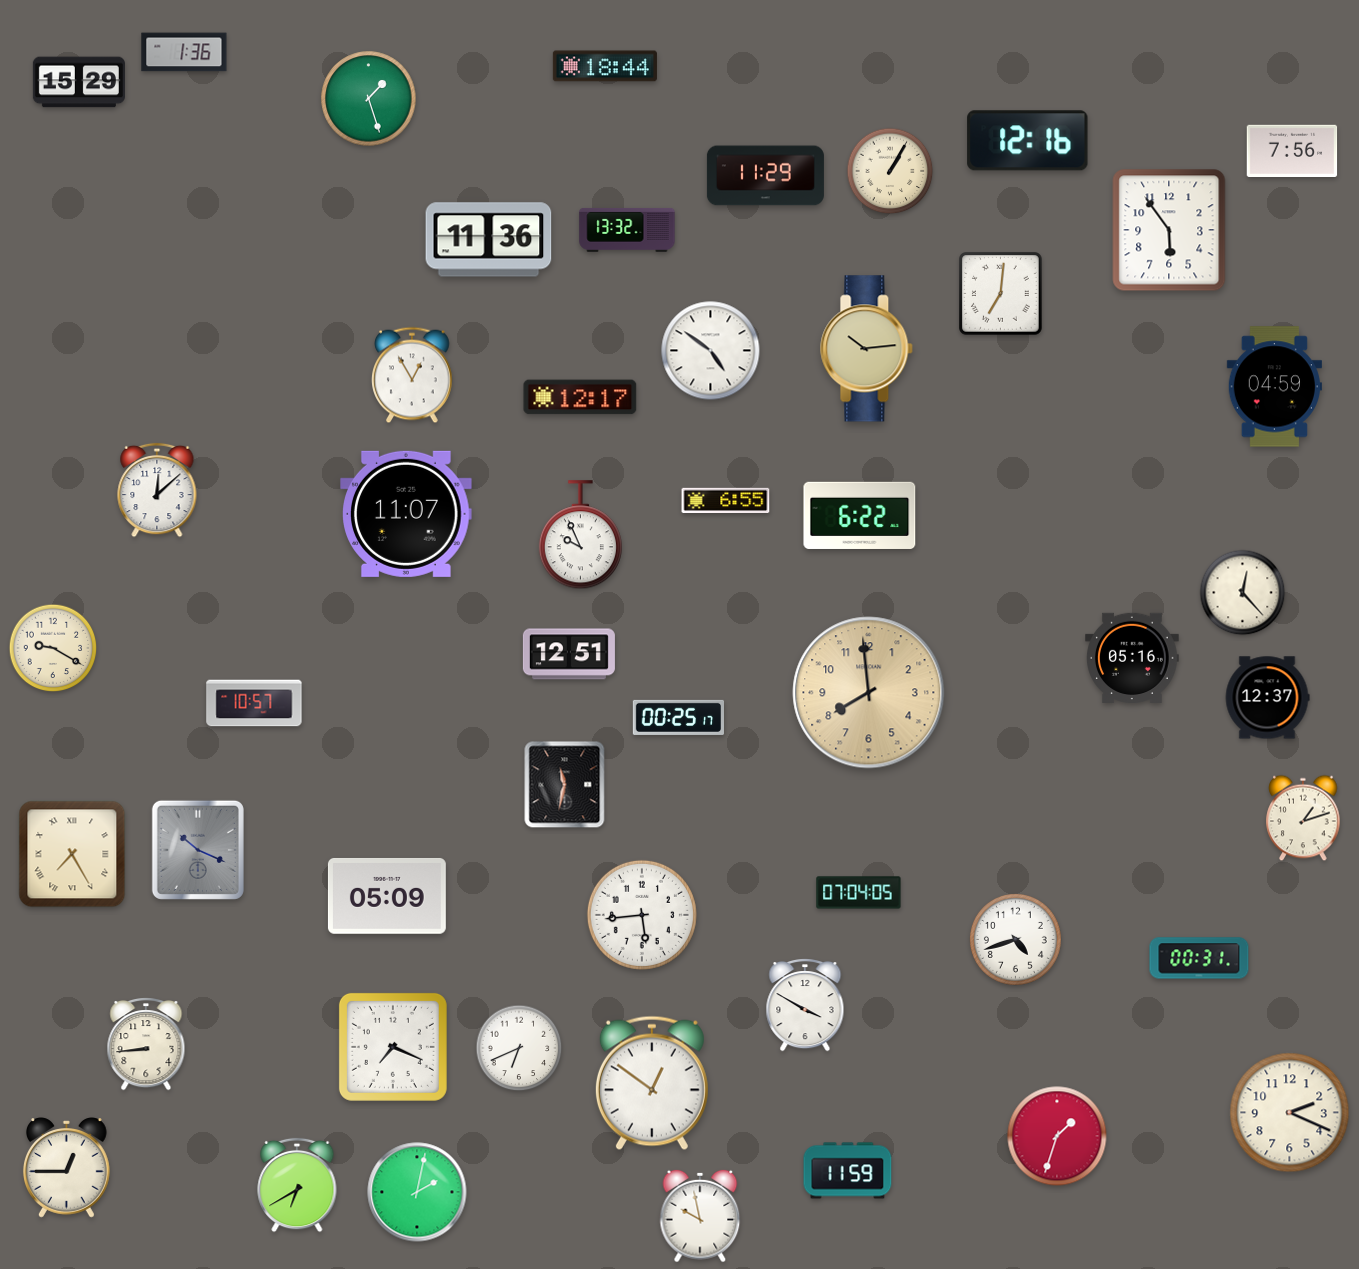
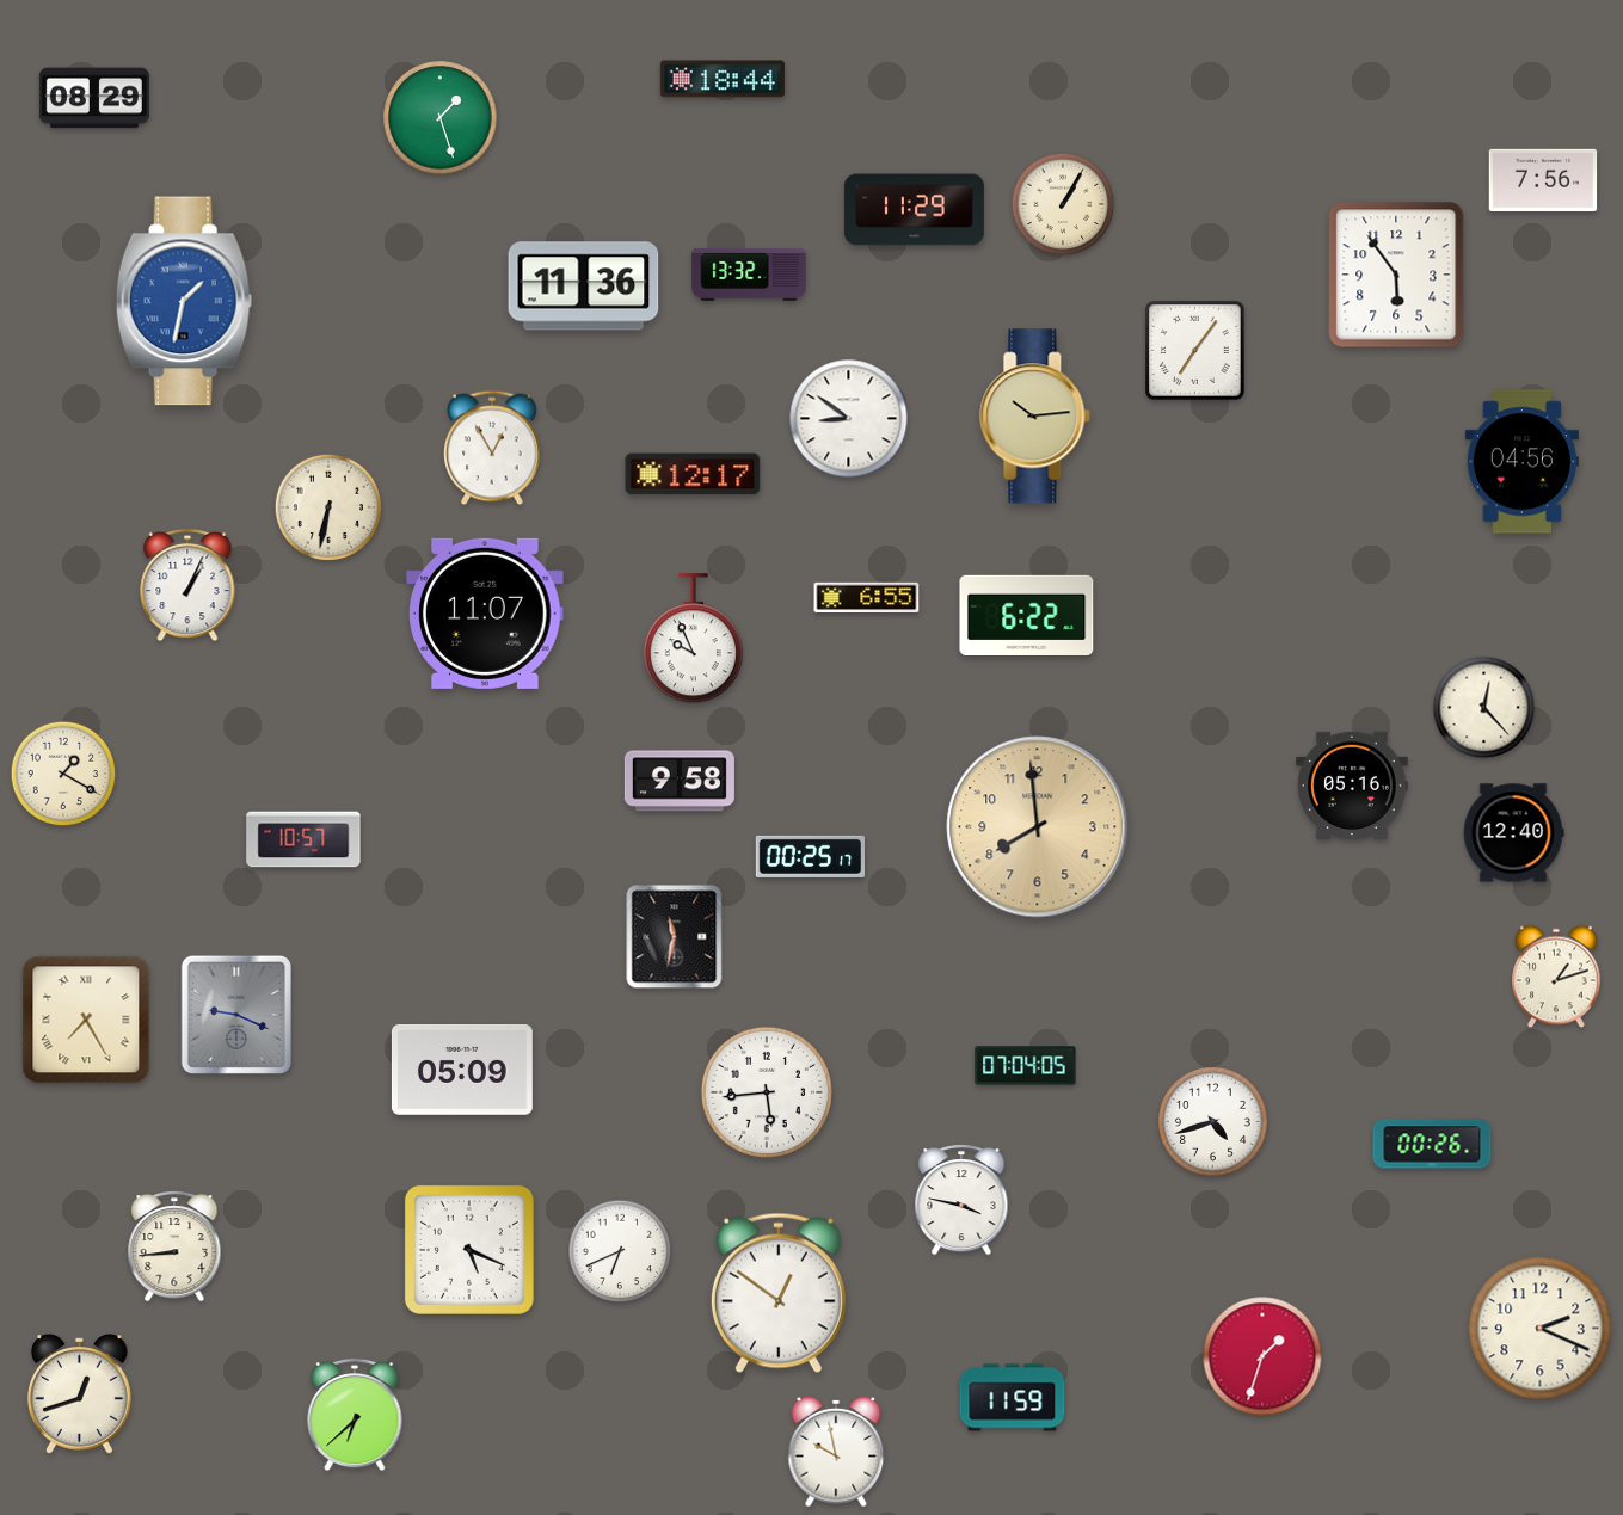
clock at (184, 52): 1:36 -> none
clock at (79, 82): 15:29 -> 08:29
clock at (1028, 141): 12:16 -> none
clock at (184, 301): none -> 1:32
clock at (1001, 294): 7:01 -> 7:06
clock at (711, 351): 4:51 -> 8:51
clock at (1274, 387): 04:59 -> 04:56
clock at (328, 507): none -> 6:32
clock at (157, 490): 12:08 -> 1:04
clock at (53, 648): 9:20 -> 1:20
clock at (569, 654): 12:51 -> 9:58
clock at (1267, 698): 12:37 -> 12:40
clock at (198, 850): 10:19 -> 9:19
clock at (1199, 958): 00:31 -> 00:26
clock at (805, 1006): 3:50 -> 3:47
clock at (393, 1047): 7:19 -> 5:19
clock at (67, 1168): 12:45 -> 12:42
clock at (297, 1185): 6:40 -> 6:38
clock at (417, 1192): 2:02 -> none
